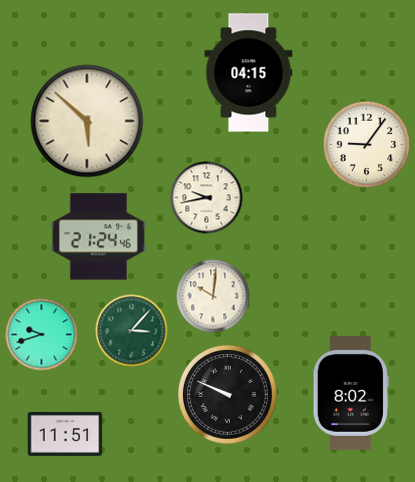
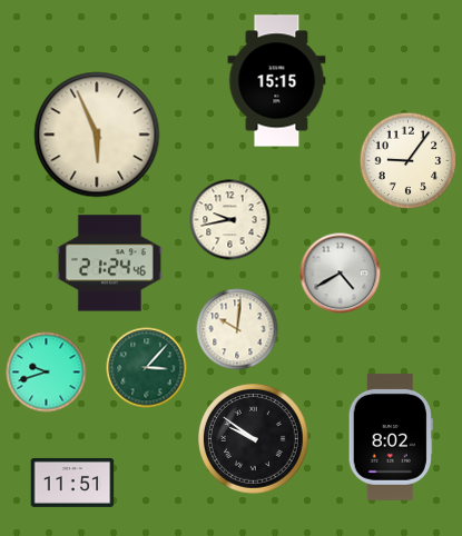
clock at (249, 73): 04:15 -> 15:15
clock at (87, 121): 5:52 -> 5:56
clock at (341, 274): none -> 4:40
clock at (228, 395): 9:49 -> 9:51
